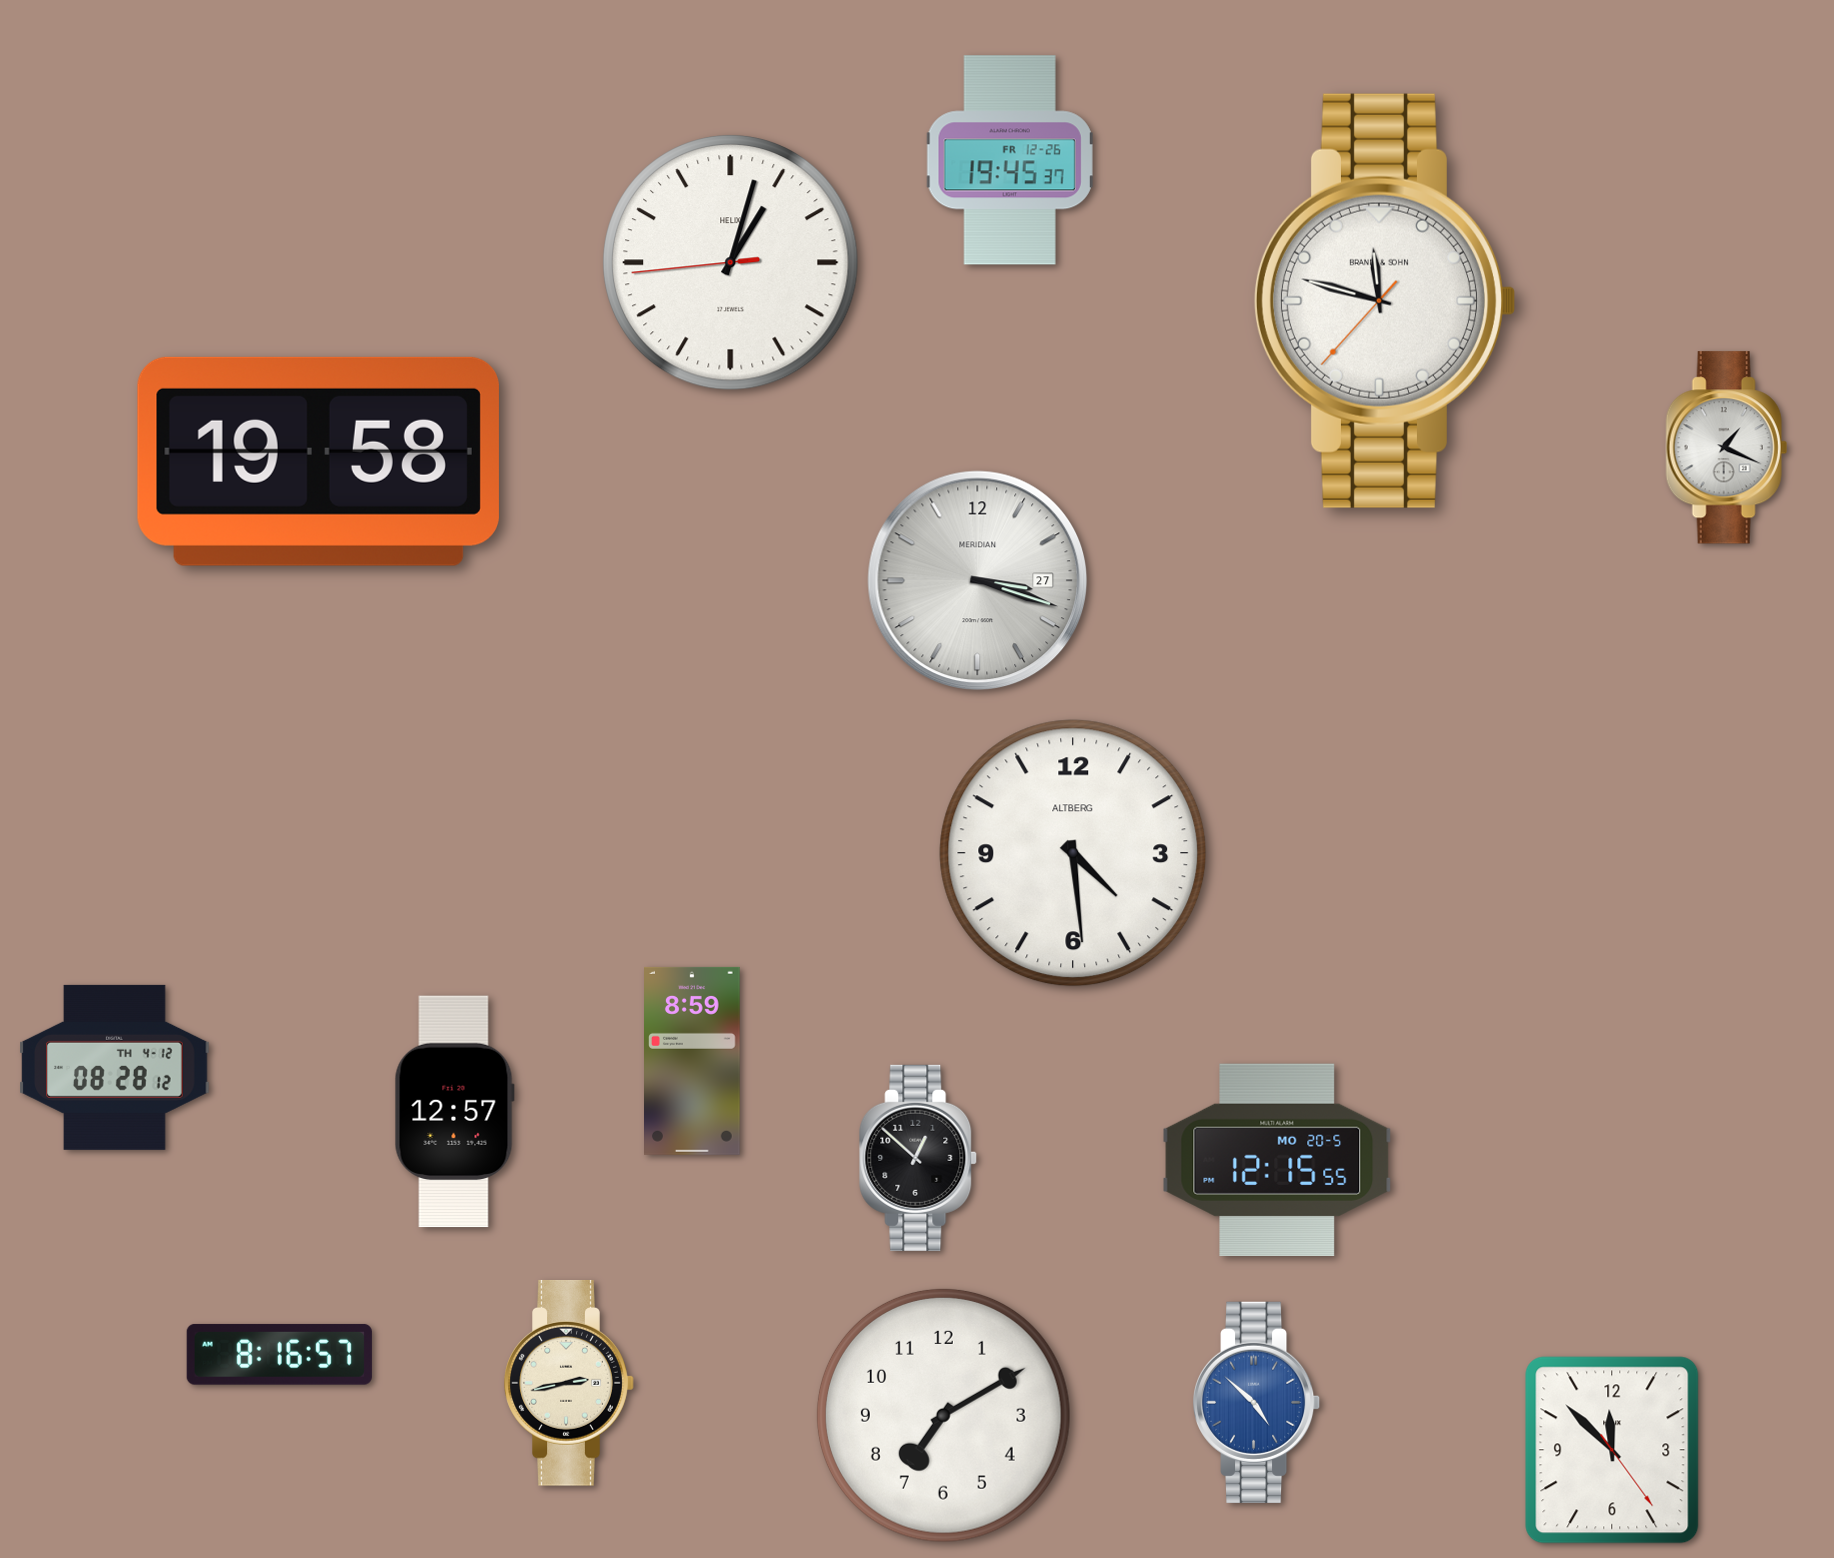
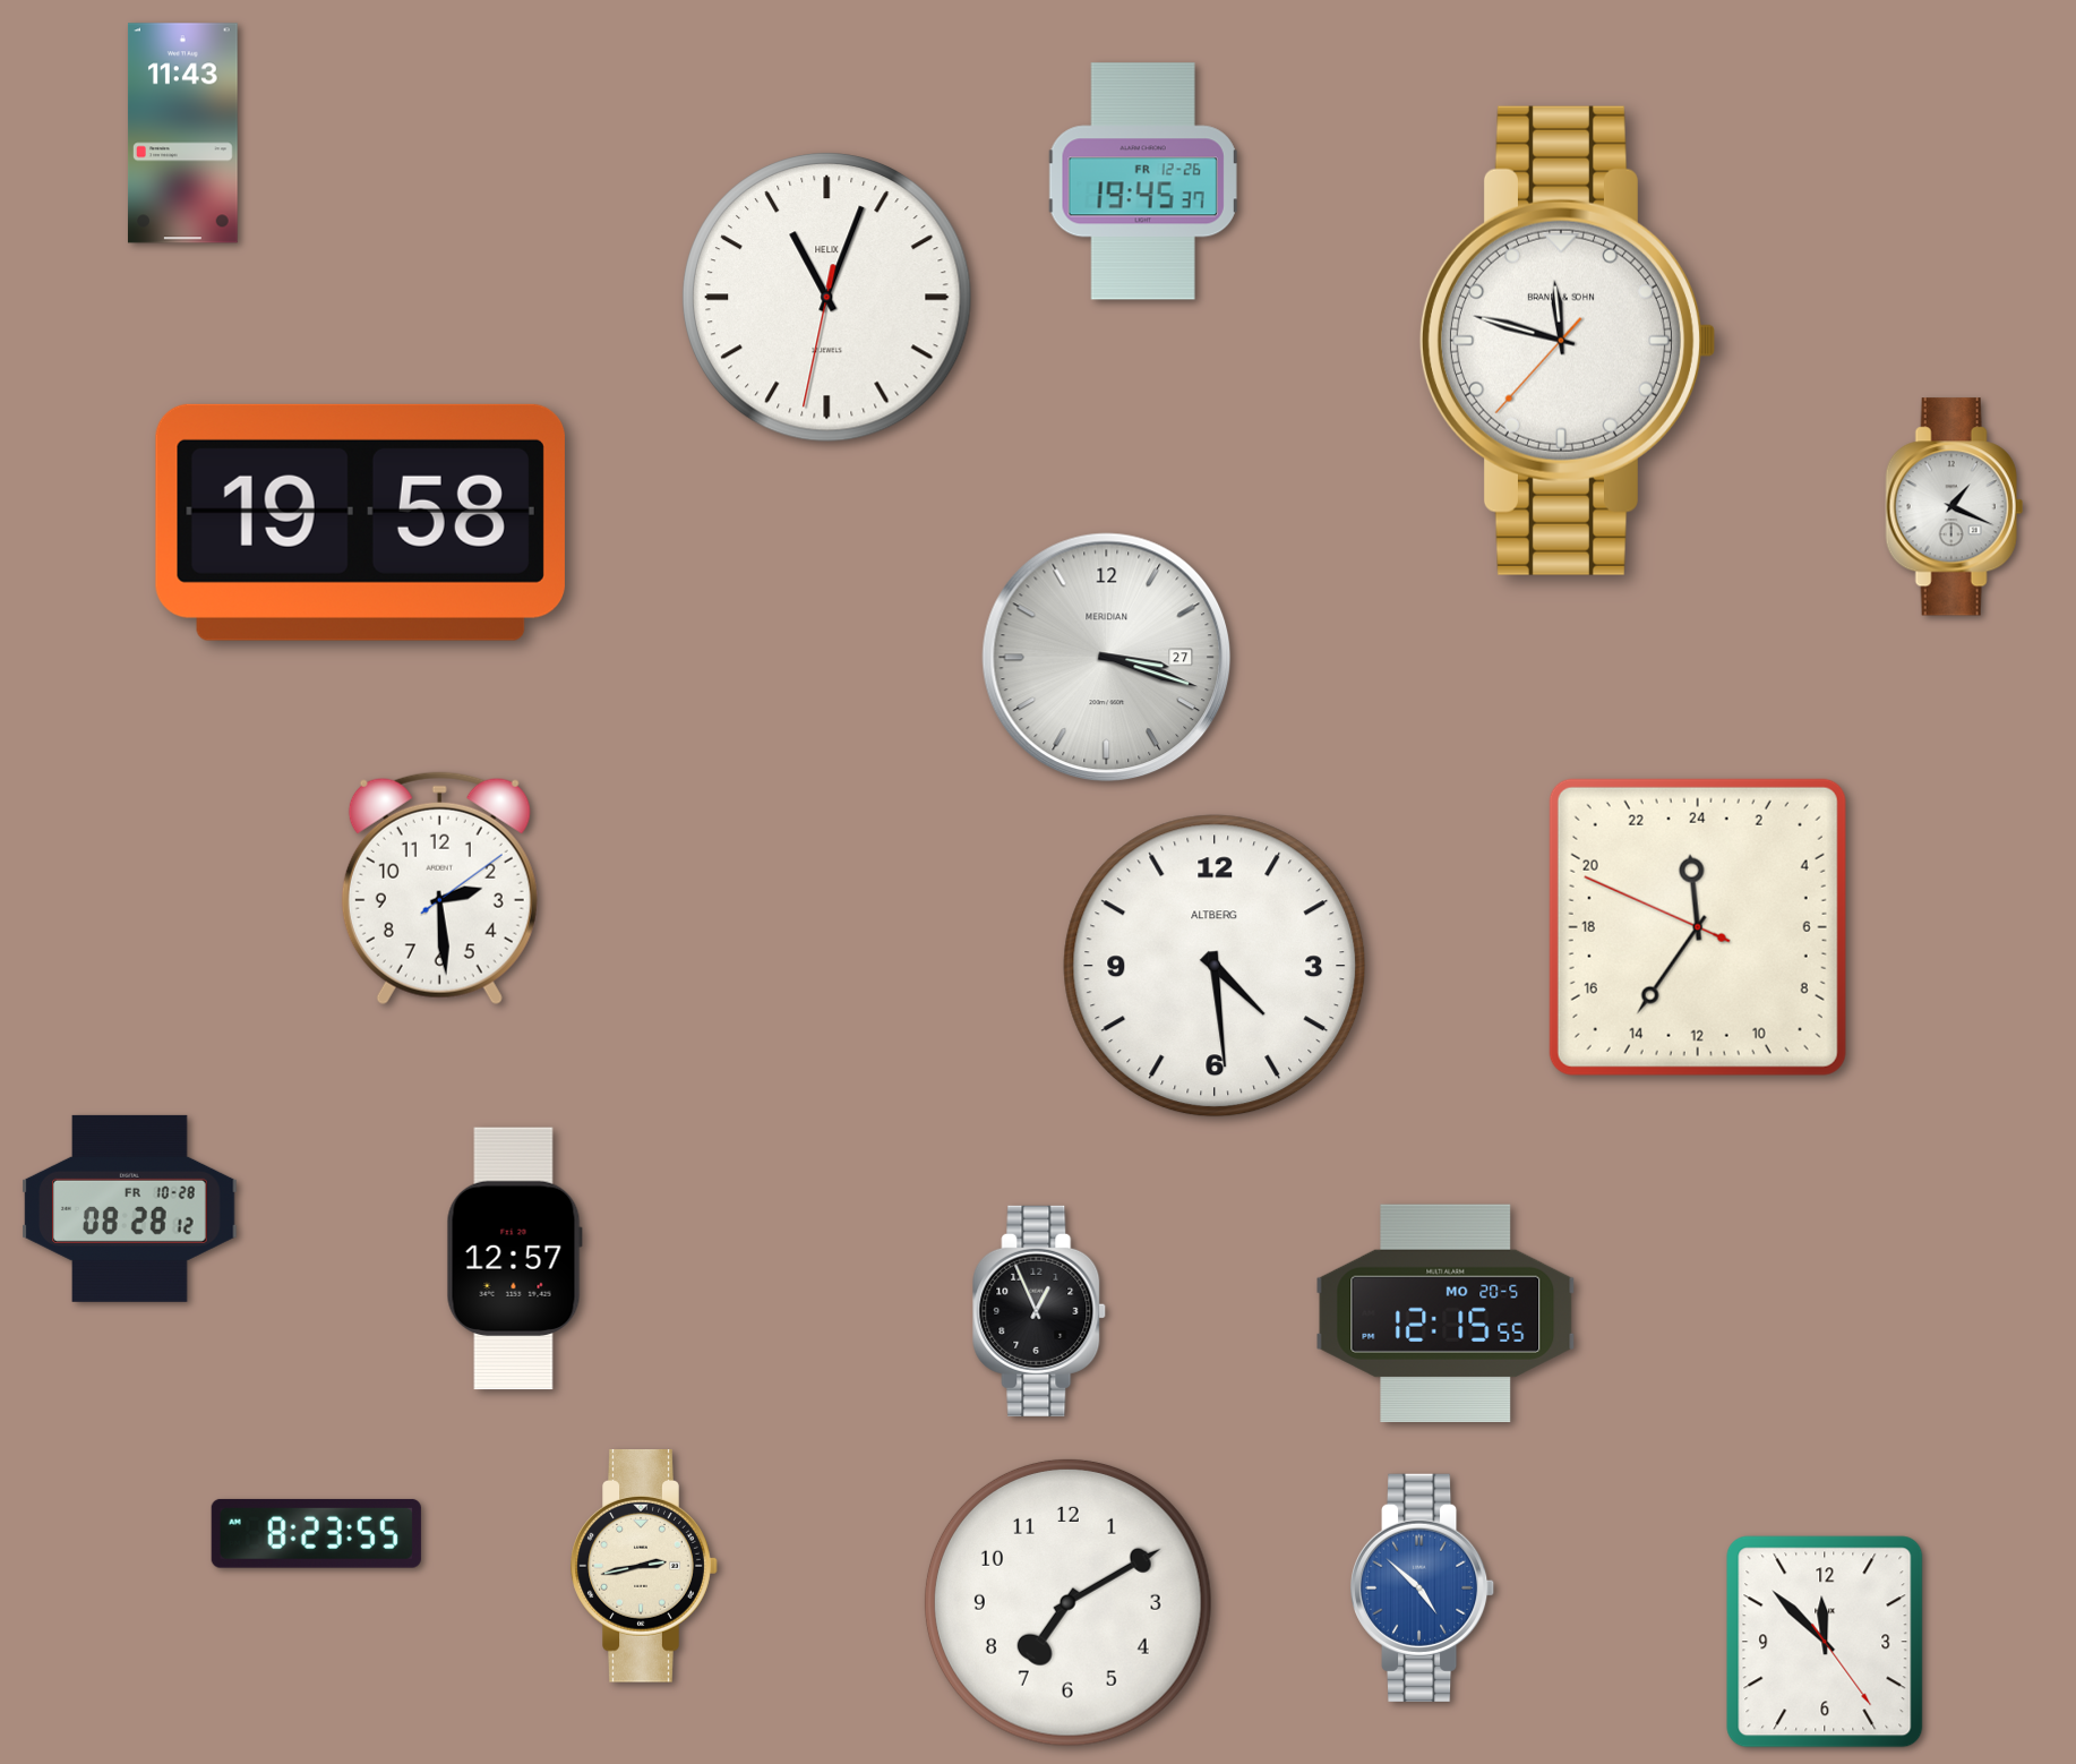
clock at (182, 134): none -> 11:43
clock at (731, 263): 1:02 -> 11:03
clock at (439, 889): none -> 2:29
clock at (1698, 927): none -> 23:35
clock at (693, 1061): 8:59 -> none
clock at (115, 1067) date: TH 4-12 -> FR 10-28
clock at (919, 1158): 12:52 -> 12:56
clock at (279, 1354): 8:16 -> 8:23
